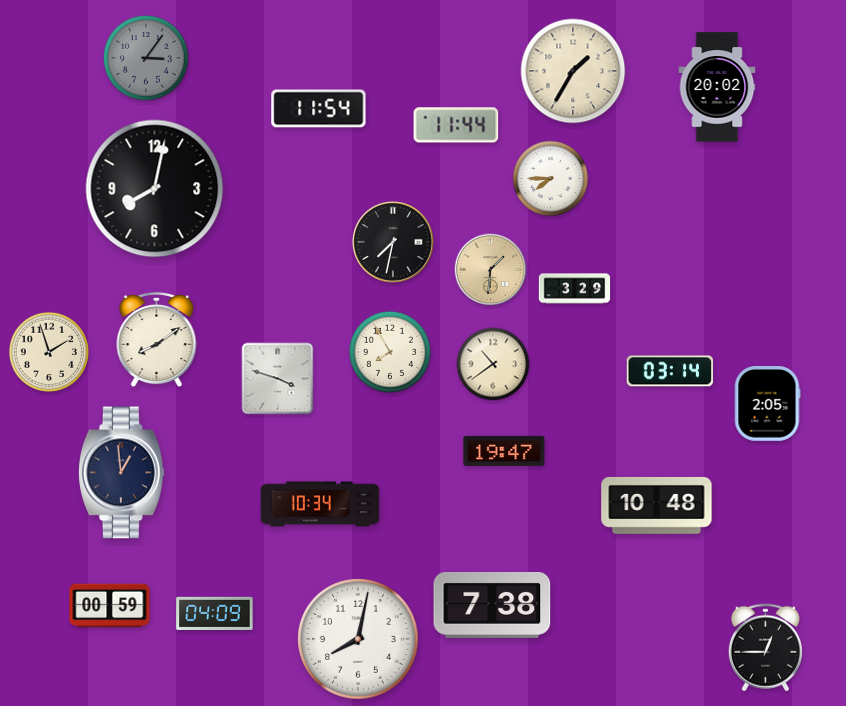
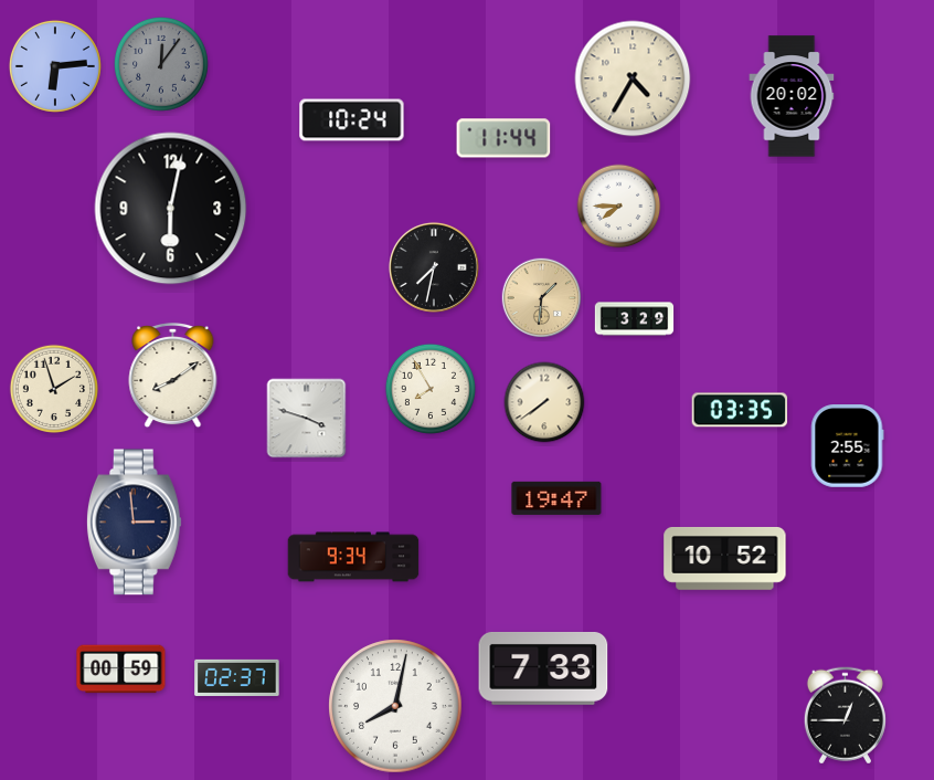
clock at (147, 59): 3:06 -> 12:06
clock at (55, 66): none -> 6:14
clock at (573, 71): 1:35 -> 4:35
clock at (319, 109): 11:54 -> 10:24
clock at (551, 179) position: (551, 179) -> (619, 207)
clock at (155, 189): 8:02 -> 6:02
clock at (493, 364): 10:39 -> 7:39
clock at (670, 371): 03:14 -> 03:35
clock at (767, 404): 2:05 -> 2:55
clock at (121, 473): 12:59 -> 2:59
clock at (320, 504): 10:34 -> 9:34
clock at (657, 505): 10:48 -> 10:52
clock at (492, 605): 7:38 -> 7:33
clock at (215, 613): 04:09 -> 02:37
